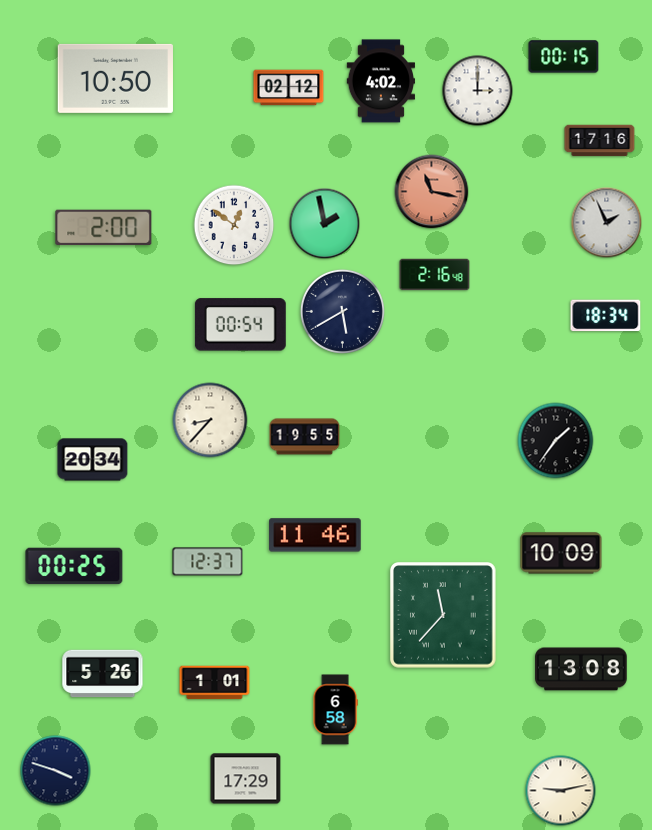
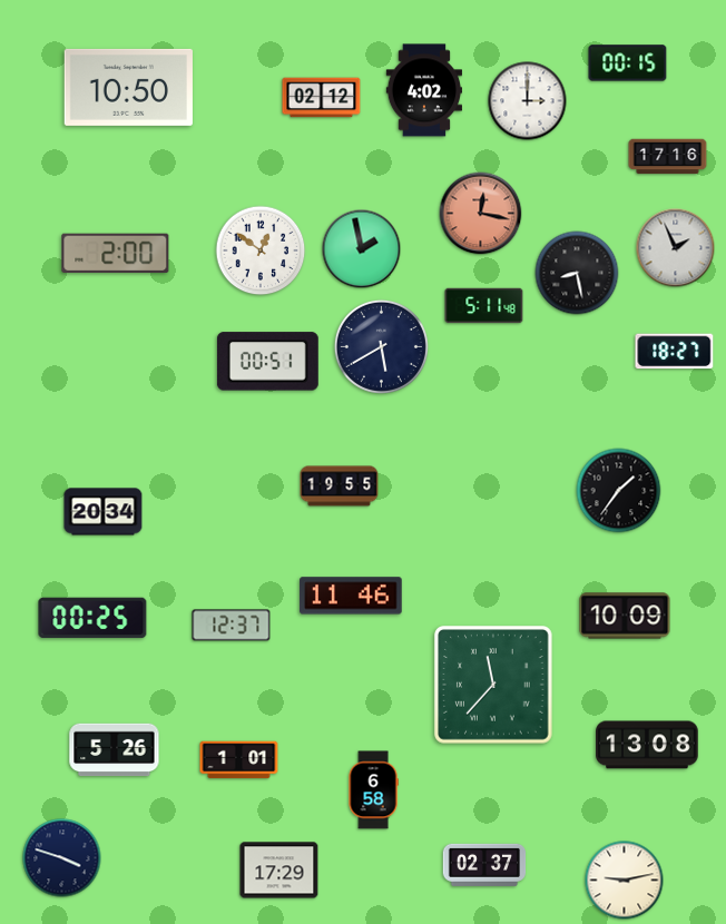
clock at (478, 91) position: (478, 91) -> (528, 101)
clock at (432, 192): 11:17 -> 12:17
clock at (577, 273): none -> 8:28
clock at (435, 275): 2:16 -> 5:11
clock at (606, 316): 18:34 -> 18:27
clock at (240, 325): 00:54 -> 00:51
clock at (210, 420): 8:37 -> none
clock at (74, 566) position: (74, 566) -> (92, 618)
clock at (484, 865): none -> 02:37
clock at (246, 779) position: (246, 779) -> (279, 871)
